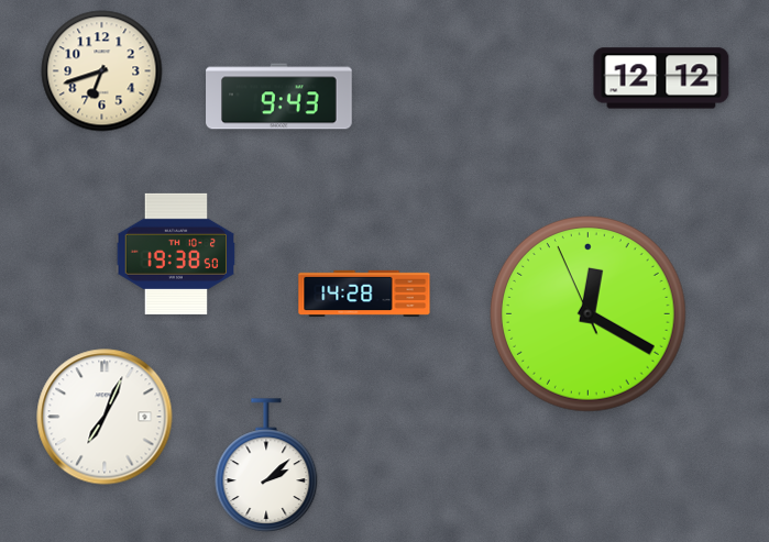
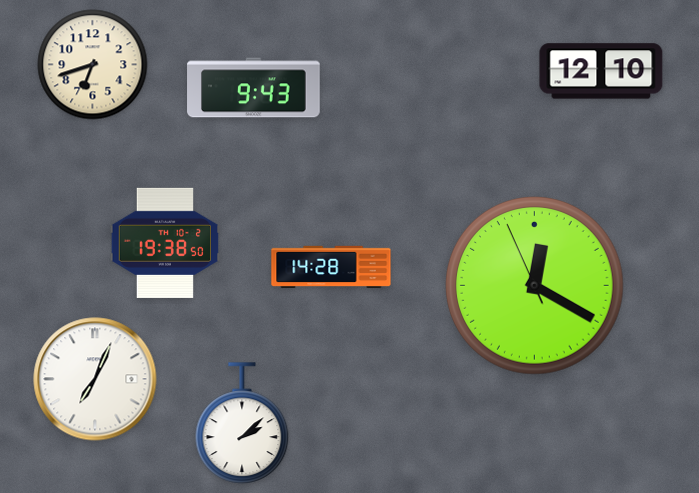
clock at (661, 78): 12:12 -> 12:10
clock at (176, 254) position: (176, 254) -> (165, 243)
